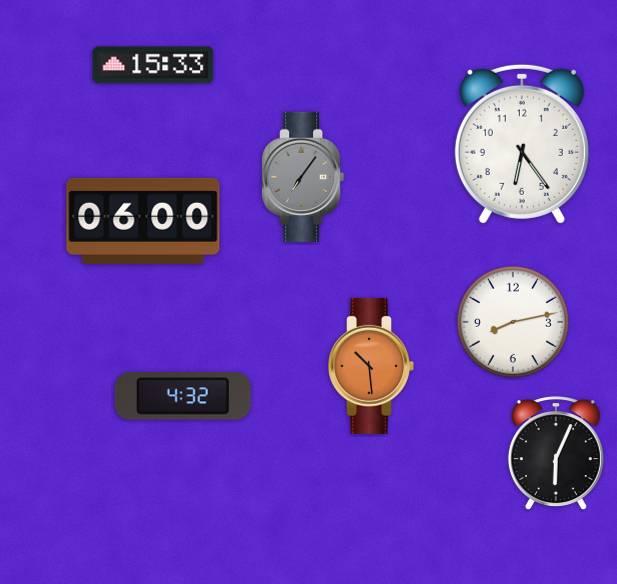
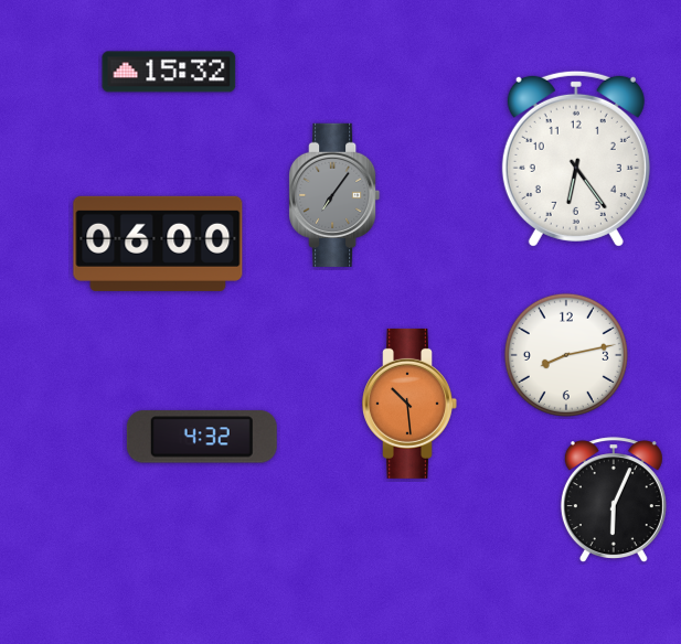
clock at (153, 65): 15:33 -> 15:32
